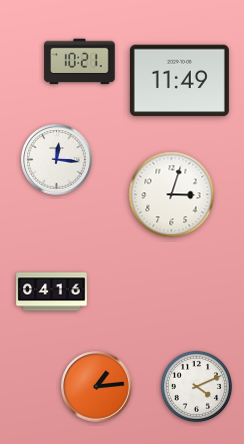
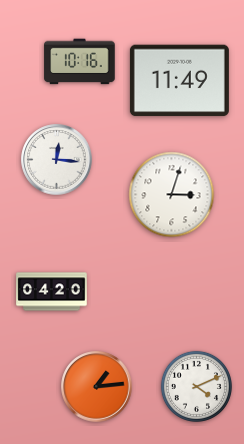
clock at (80, 62): 10:21 -> 10:16
clock at (52, 292): 04:16 -> 04:20
